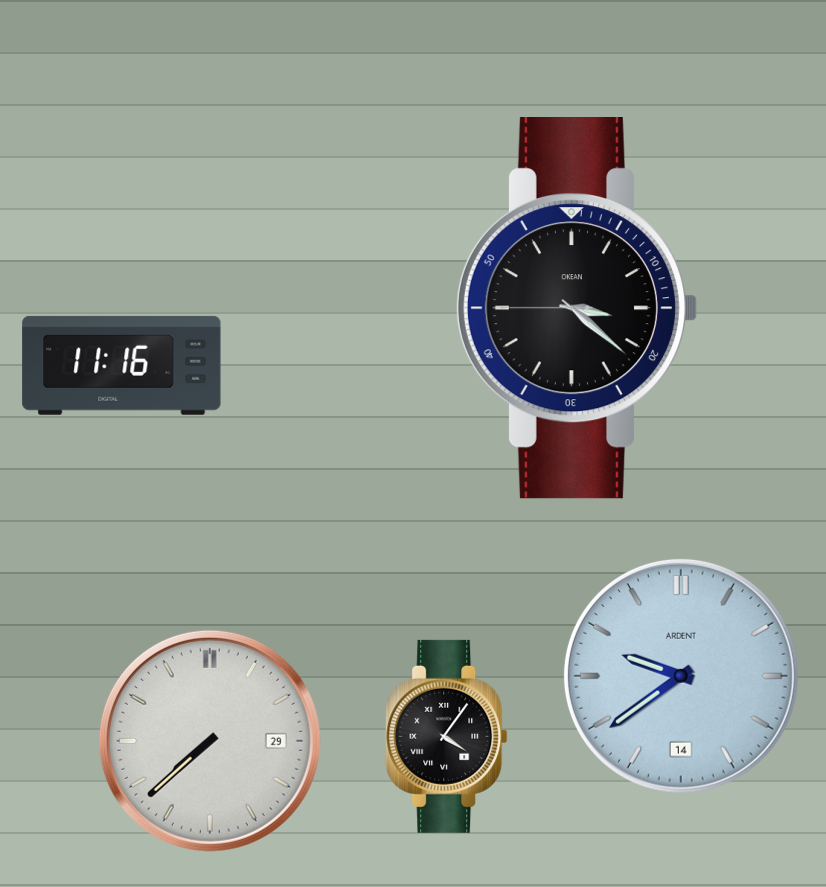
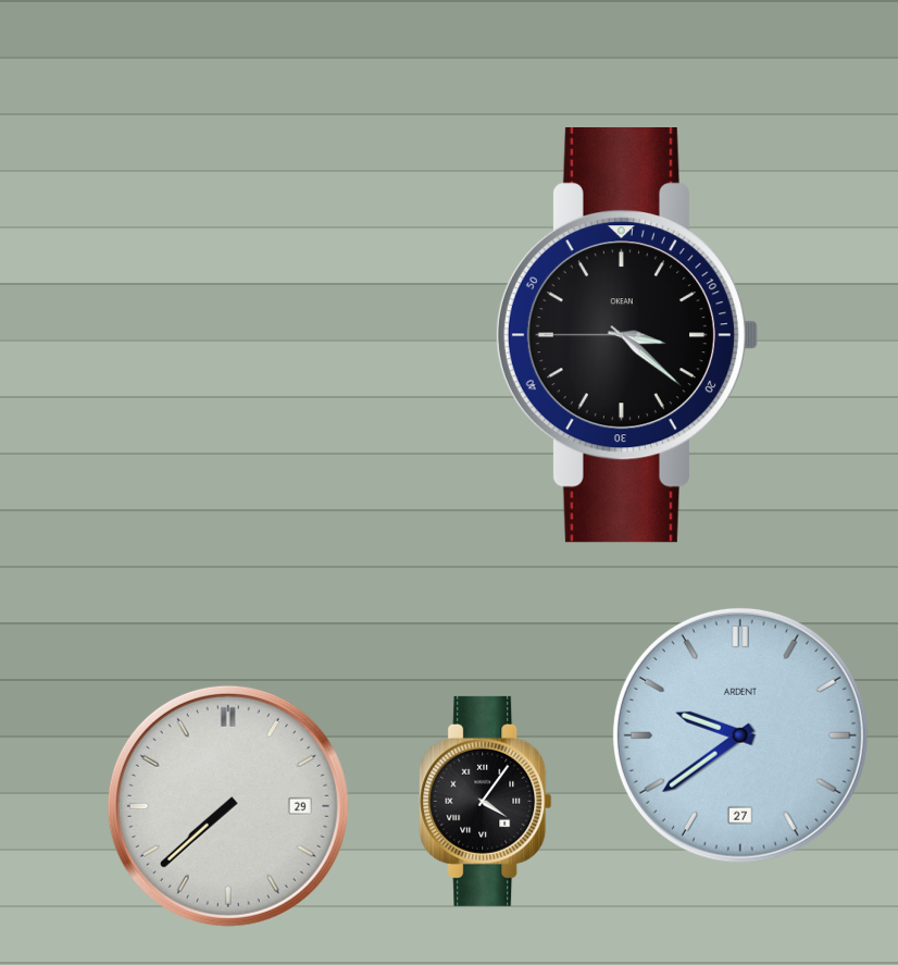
clock at (122, 365): 11:16 -> none
clock at (681, 676) date: 14 -> 27
